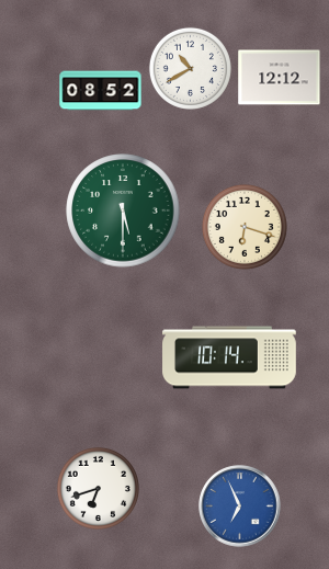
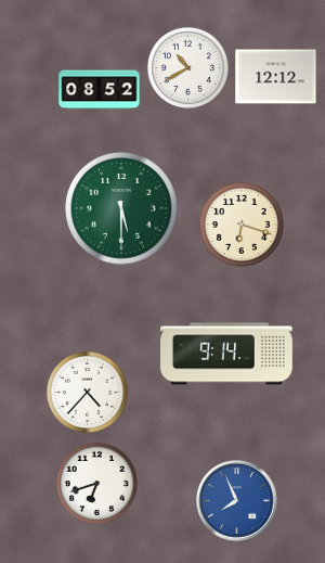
clock at (229, 357): 10:14 -> 9:14
clock at (87, 392): none -> 4:37
clock at (240, 507): 6:56 -> 7:56
